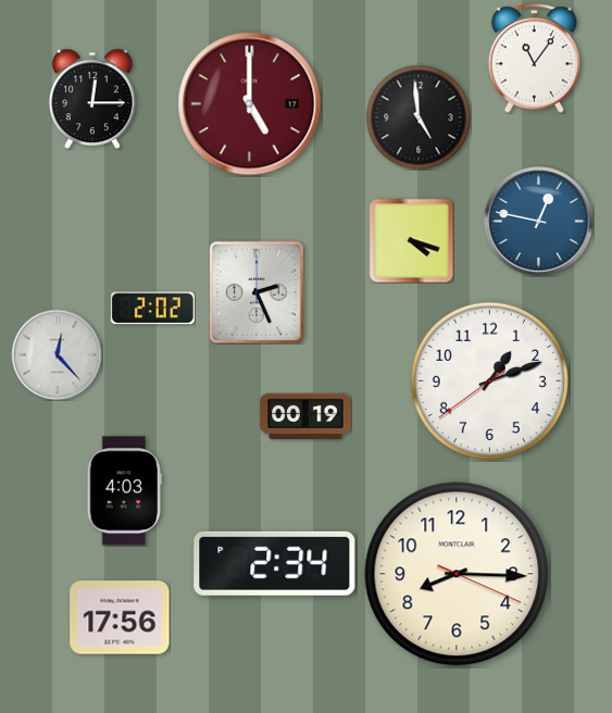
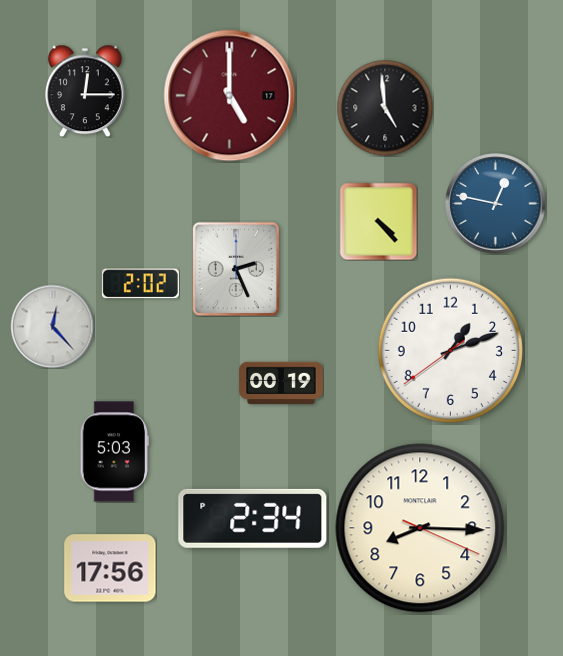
clock at (535, 59): 11:06 -> none
clock at (411, 240): 4:18 -> 4:23
clock at (124, 491): 4:03 -> 5:03
